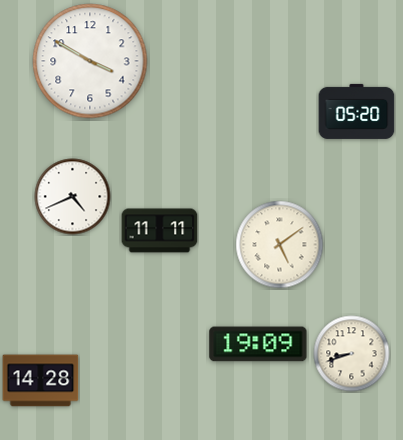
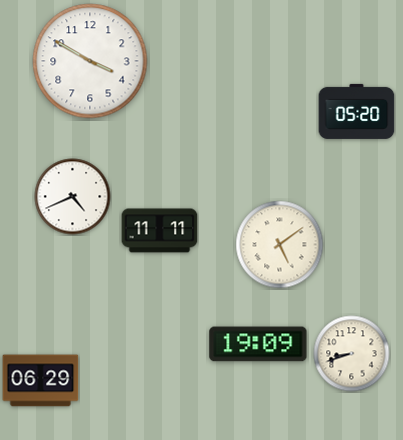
clock at (41, 381): 14:28 -> 06:29
